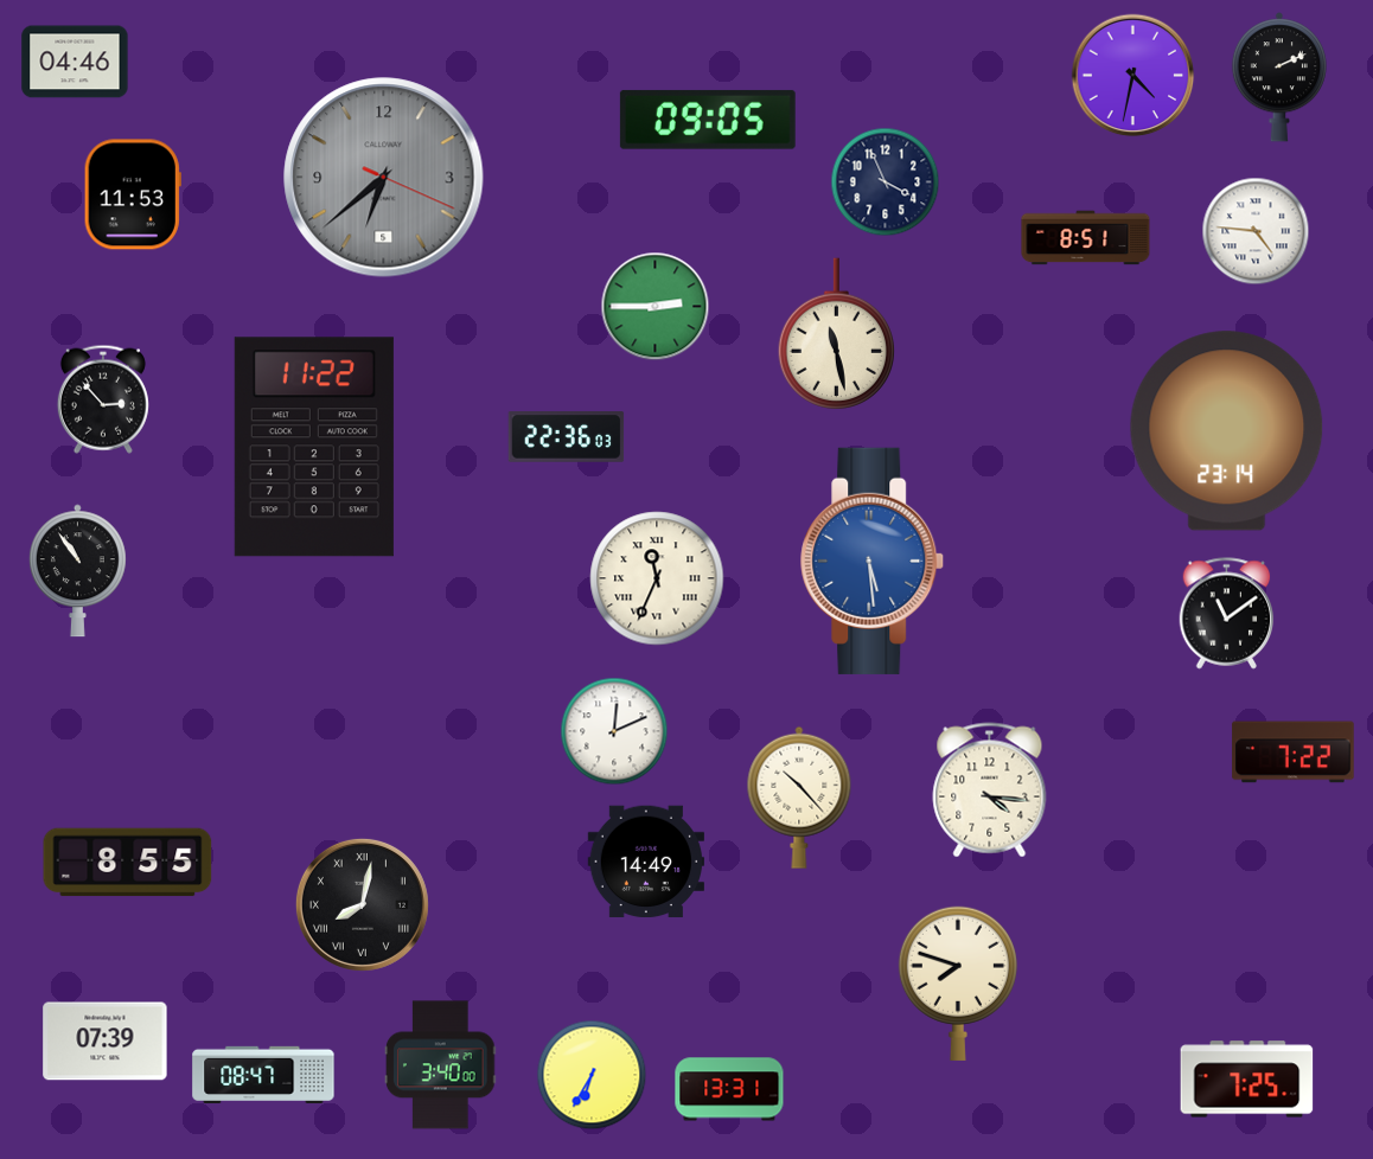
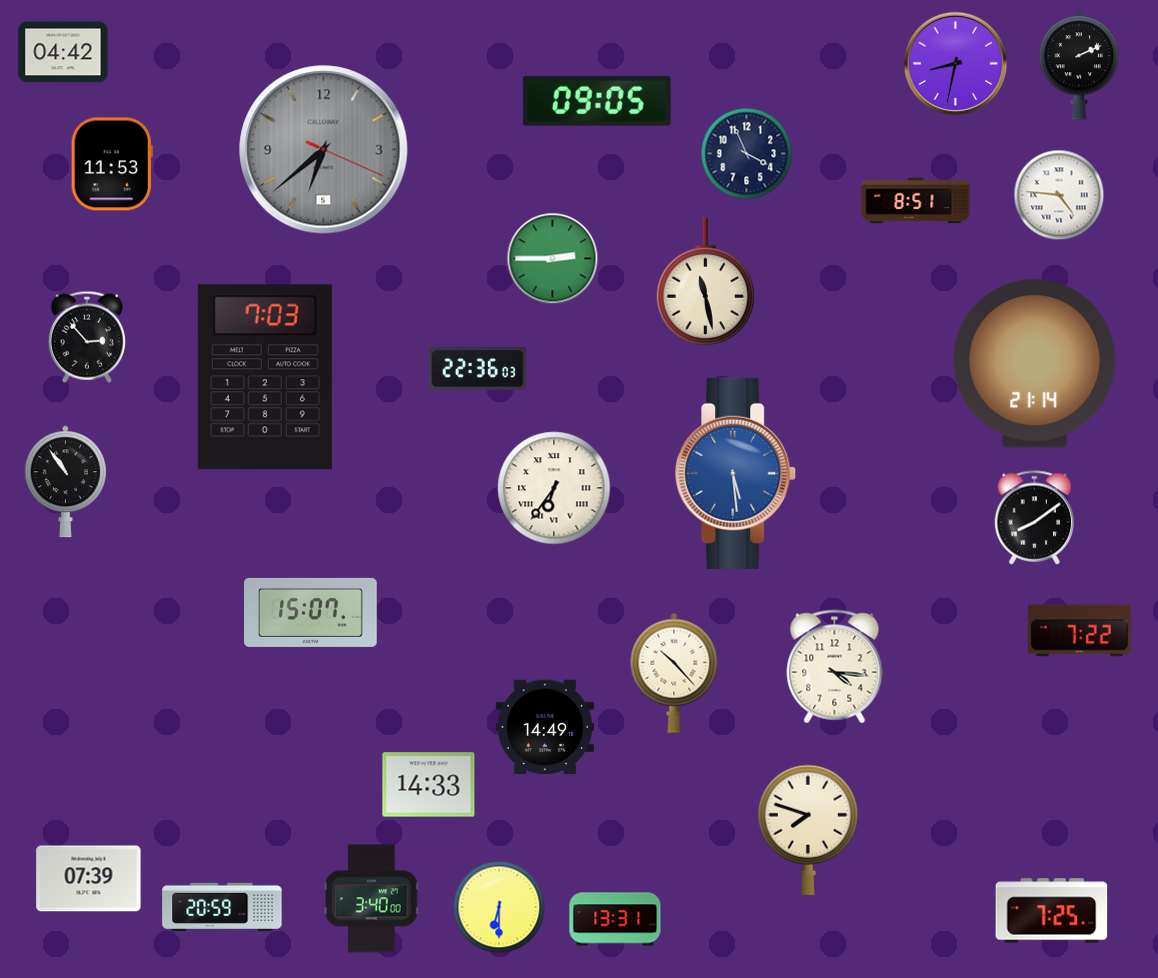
clock at (75, 62): 04:46 -> 04:42
clock at (1133, 76): 4:32 -> 8:32
clock at (1227, 431): 23:14 -> 21:14
clock at (314, 447): 11:22 -> 7:03
clock at (657, 578): 11:34 -> 6:36
clock at (1227, 614): 11:09 -> 8:09
clock at (311, 612): none -> 15:07
clock at (614, 731): 12:11 -> none
clock at (1294, 753) position: (1294, 753) -> (1080, 631)
clock at (128, 863): 8:55 -> none
clock at (362, 904): 8:02 -> none
clock at (429, 785): none -> 14:33
clock at (263, 1075): 08:47 -> 20:59
clock at (592, 1075): 6:35 -> 6:30
